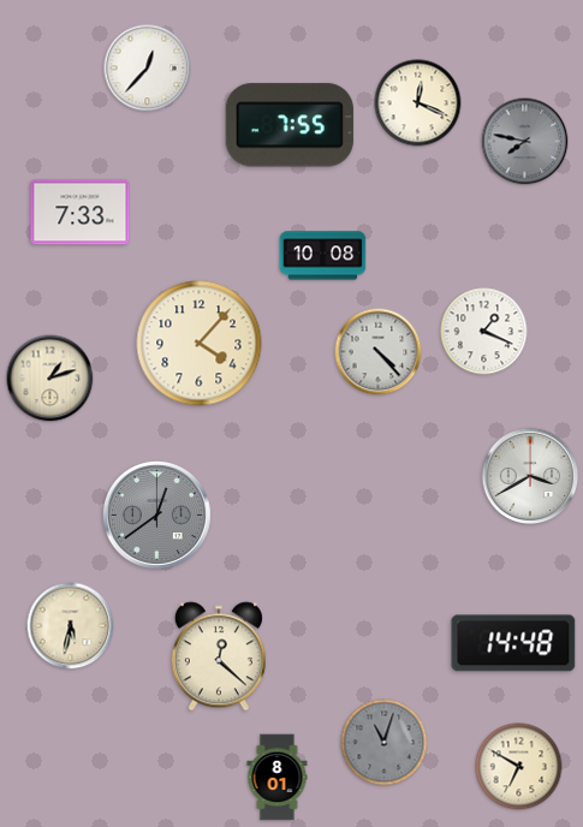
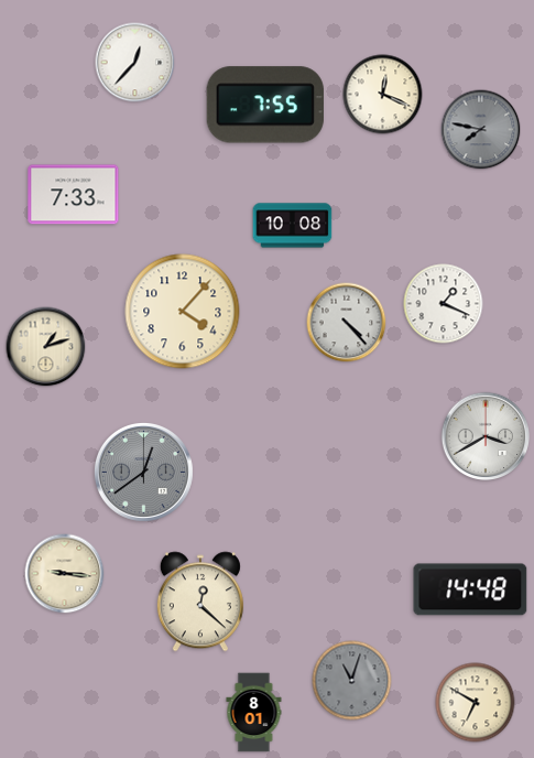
clock at (290, 125) position: (290, 125) -> (265, 105)
clock at (323, 256) position: (323, 256) -> (293, 226)
clock at (200, 344) position: (200, 344) -> (183, 312)
clock at (71, 626): 5:32 -> 9:16
